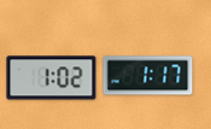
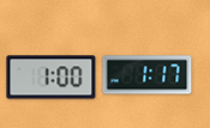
clock at (52, 78): 1:02 -> 1:00
